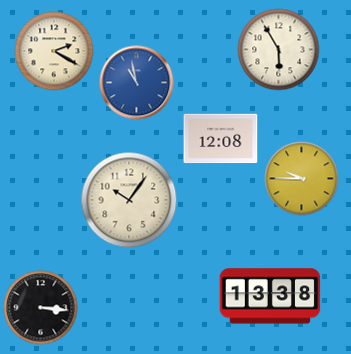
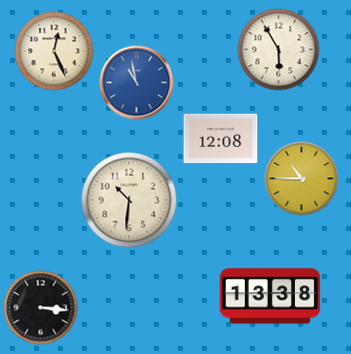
clock at (54, 51): 2:20 -> 12:26
clock at (302, 179): 9:45 -> 10:45
clock at (129, 200): 10:06 -> 10:31
